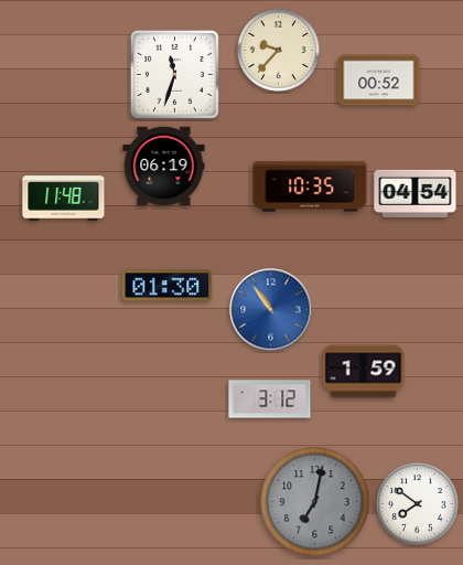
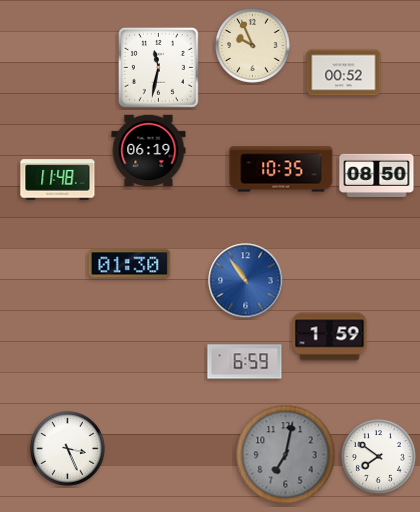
clock at (279, 51): 9:37 -> 9:56
clock at (174, 74): 11:33 -> 11:32
clock at (416, 193): 04:54 -> 08:50
clock at (168, 286) position: (168, 286) -> (130, 264)
clock at (270, 399): 3:12 -> 6:59
clock at (68, 449): none -> 3:26
